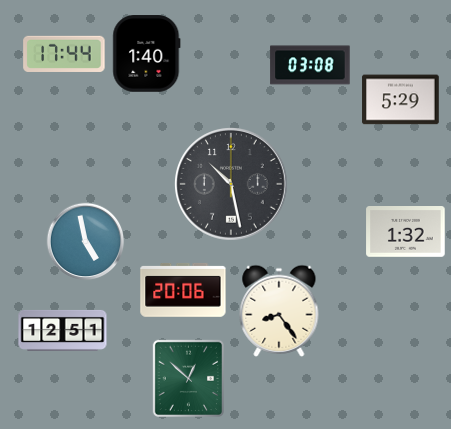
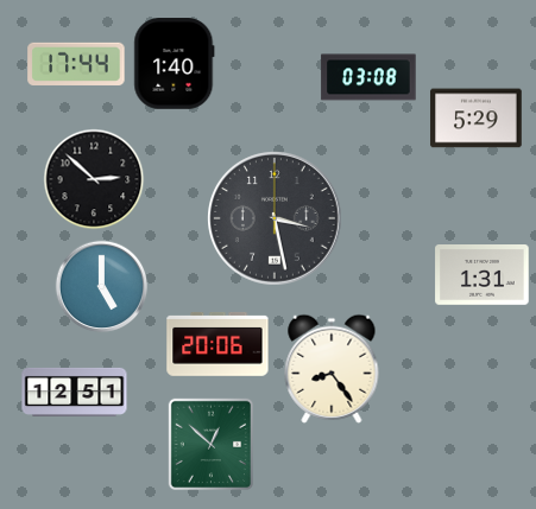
clock at (94, 179): none -> 2:52
clock at (232, 185): 10:28 -> 3:28
clock at (406, 232): 1:32 -> 1:31
clock at (85, 241): 4:58 -> 5:00
clock at (188, 378) position: (188, 378) -> (210, 444)
